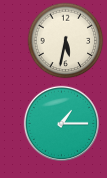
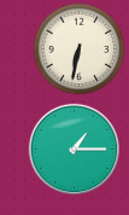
clock at (66, 41): 5:32 -> 6:32
